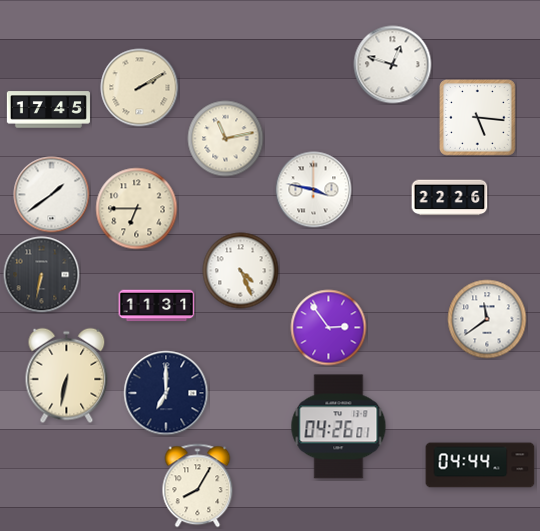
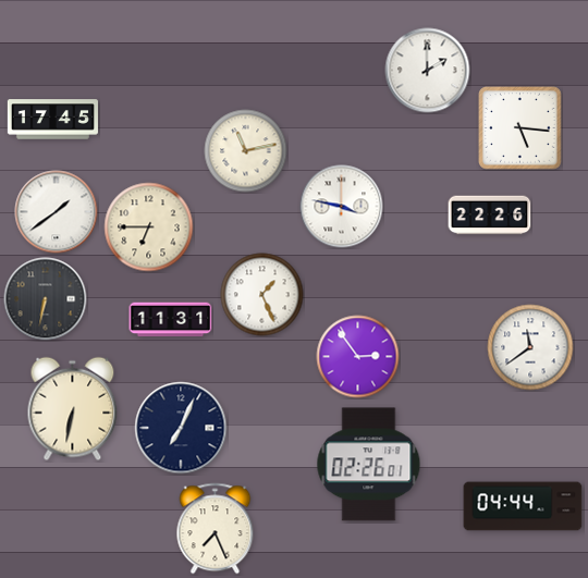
clock at (393, 65): 12:48 -> 2:00
clock at (140, 88): 2:10 -> none
clock at (241, 271): 4:26 -> 1:26
clock at (157, 306) position: (157, 306) -> (171, 320)
clock at (166, 393): 7:00 -> 7:04
clock at (339, 427): 04:26 -> 02:26
clock at (198, 486): 8:05 -> 7:26
